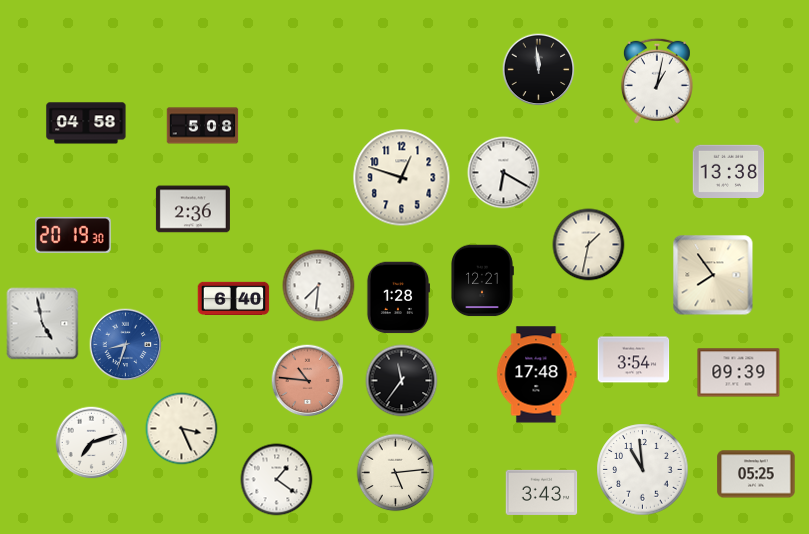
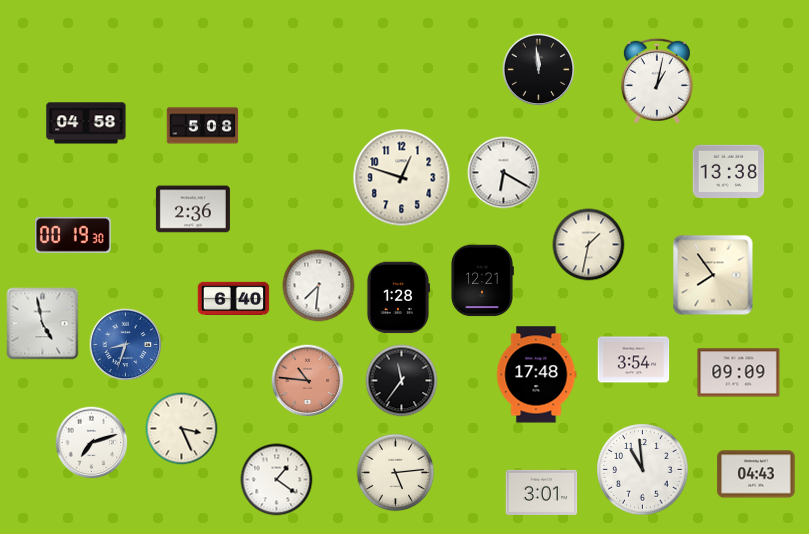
clock at (74, 235): 20:19 -> 00:19
clock at (739, 373): 09:39 -> 09:09
clock at (756, 474): 05:25 -> 04:43
clock at (542, 492): 3:43 -> 3:01
